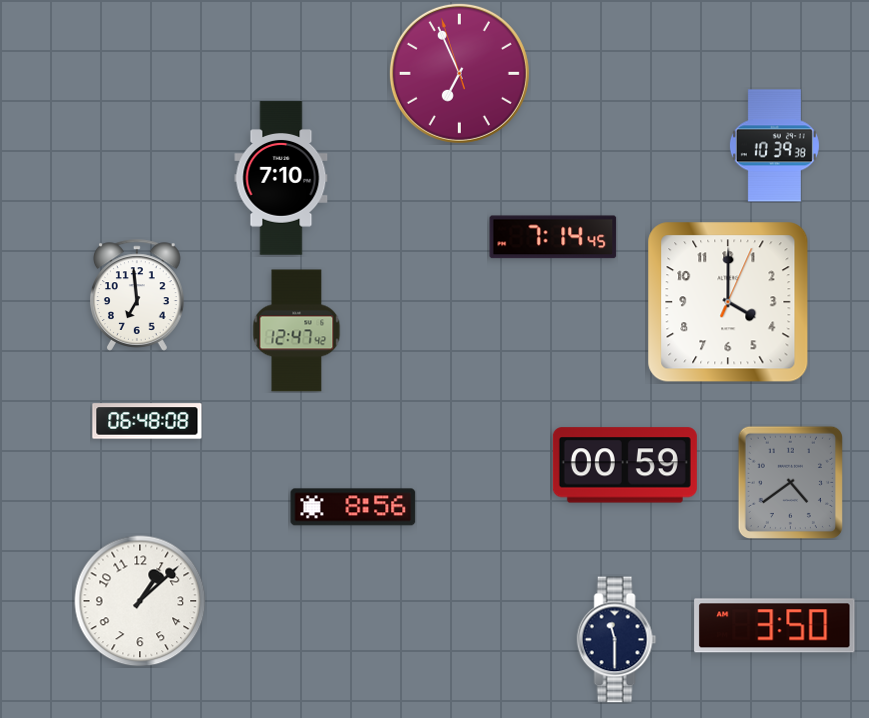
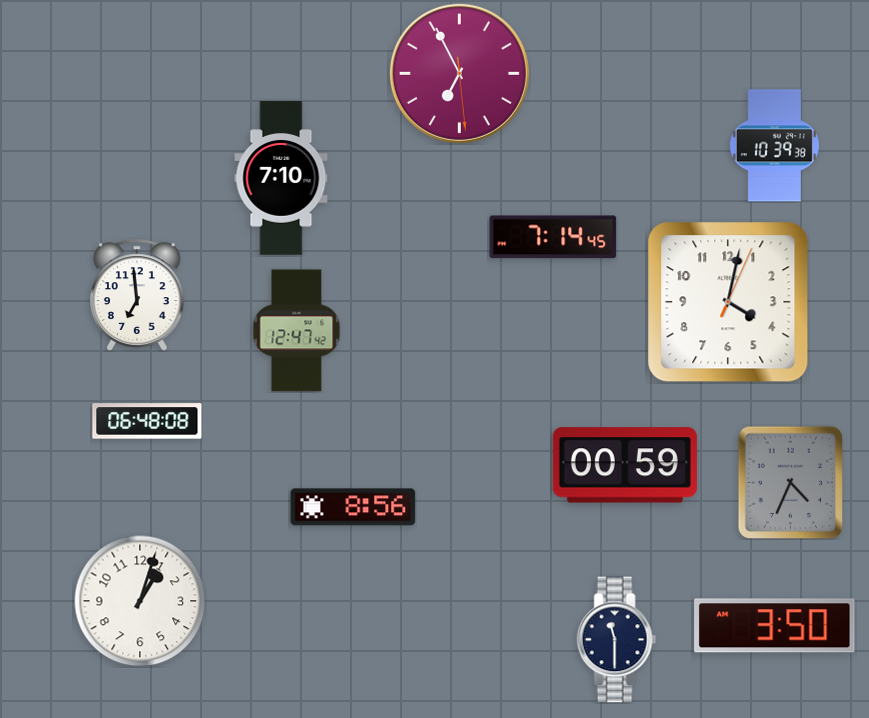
clock at (459, 73): 6:55:57 -> 6:55:29
clock at (728, 302): 4:00 -> 4:02
clock at (790, 482): 4:39 -> 4:34
clock at (140, 601): 1:08 -> 1:03
